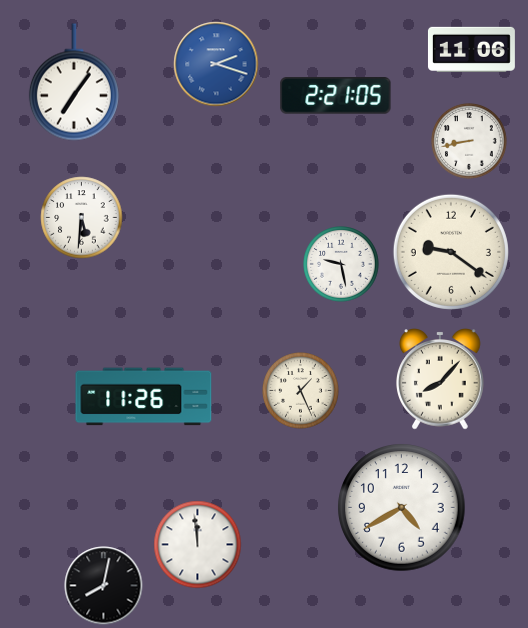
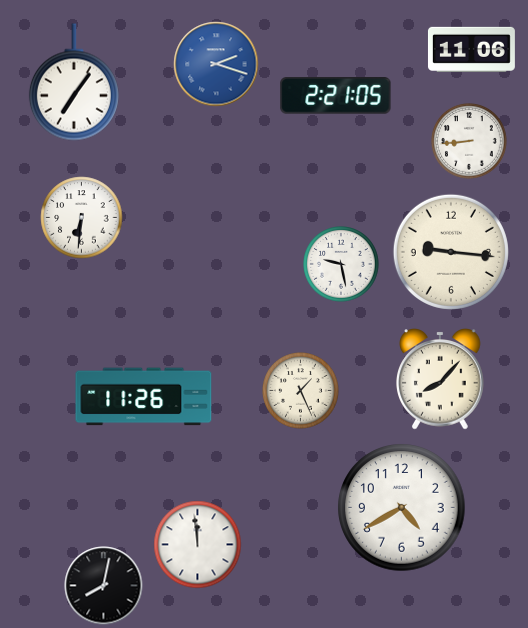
clock at (470, 142): 8:43 -> 8:44
clock at (82, 218): 5:31 -> 6:31
clock at (451, 252): 9:21 -> 9:16
